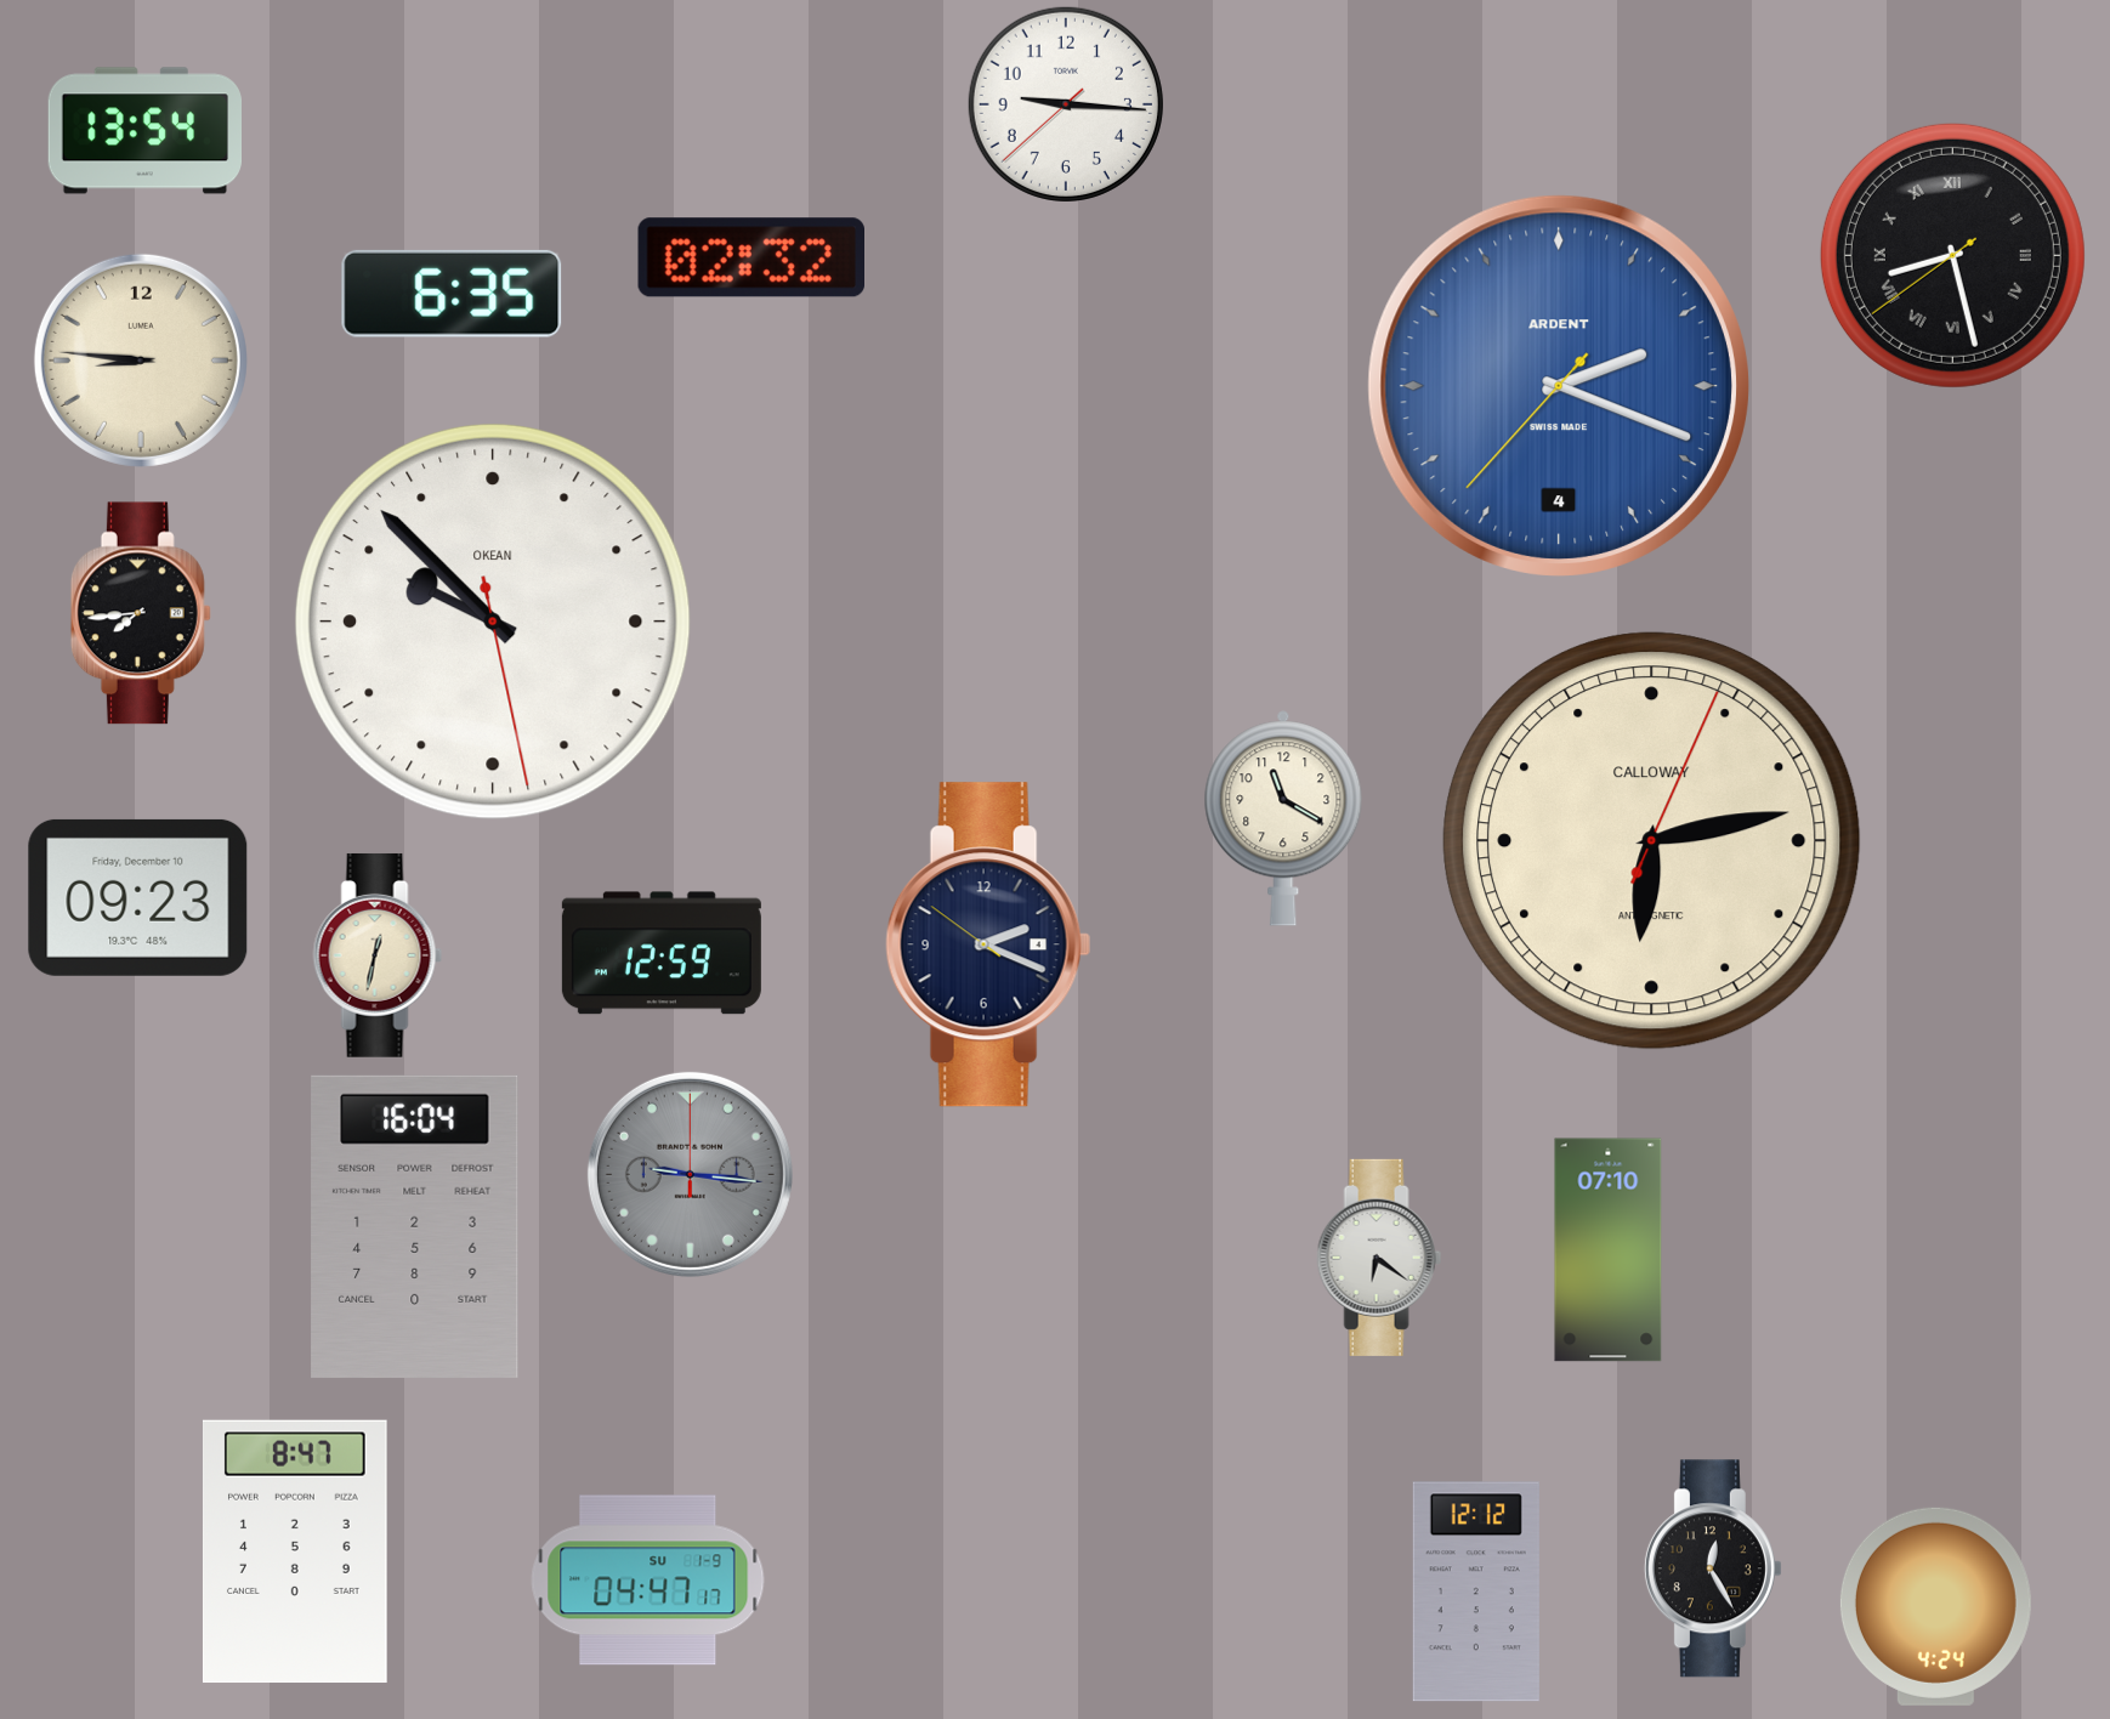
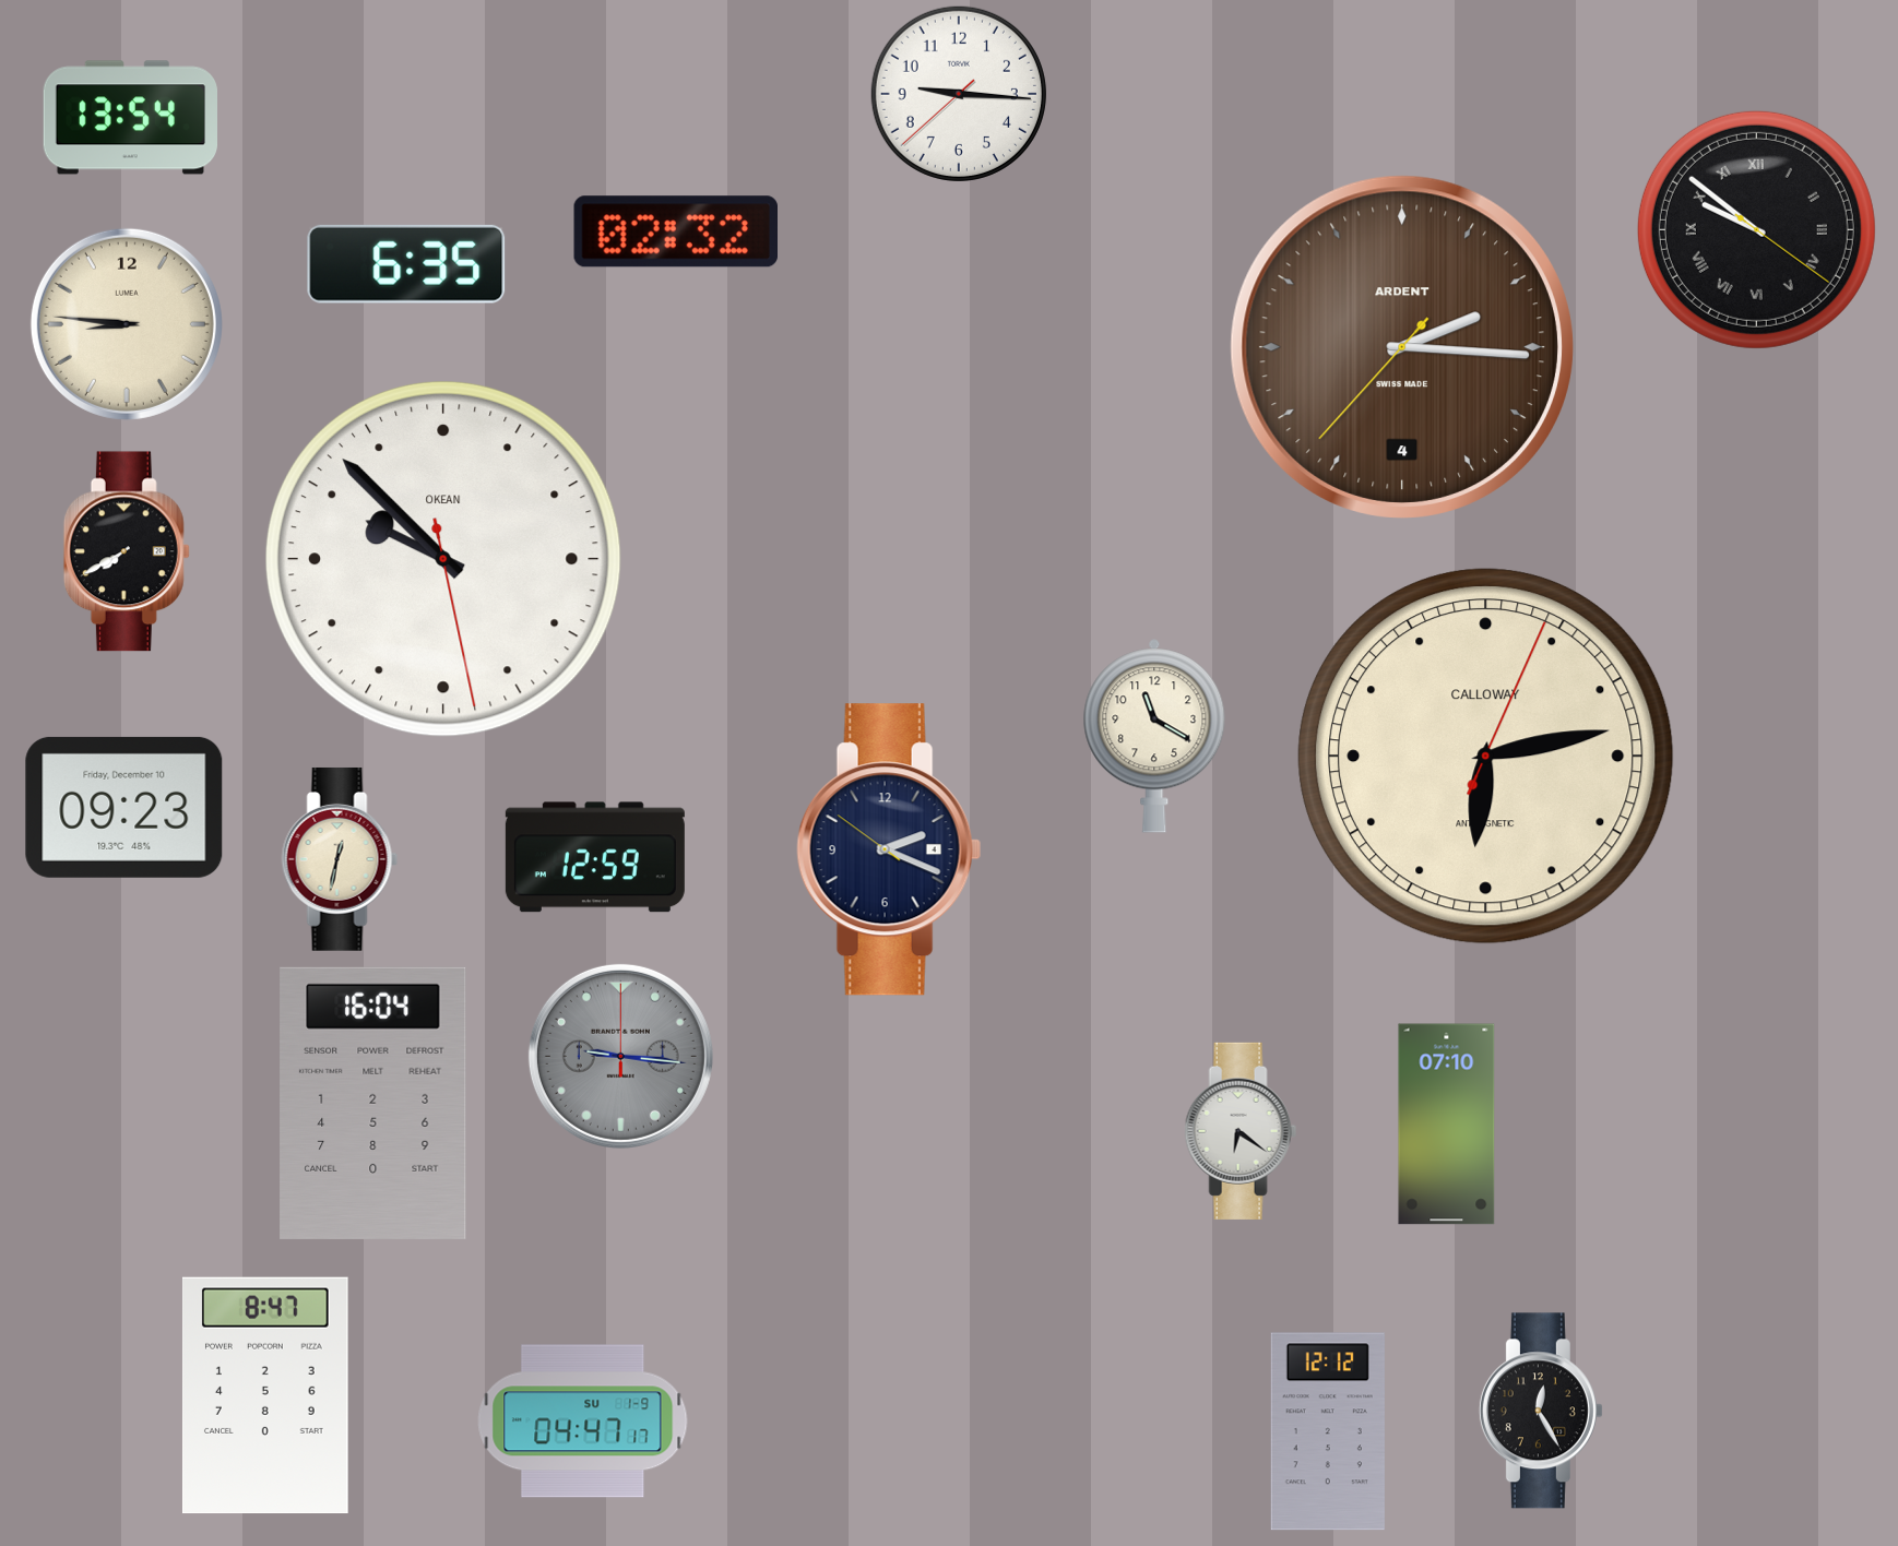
clock at (1952, 255): 8:27 -> 9:51
clock at (1559, 386): 2:18 -> 2:15
clock at (1559, 386) dial: blue -> brown
clock at (141, 613): 7:44 -> 7:40
clock at (1935, 1606): 4:24 -> none
